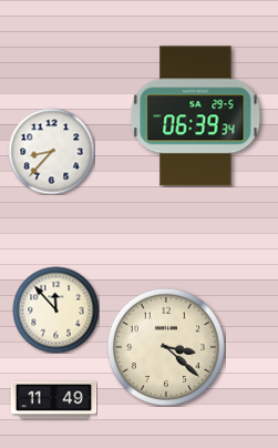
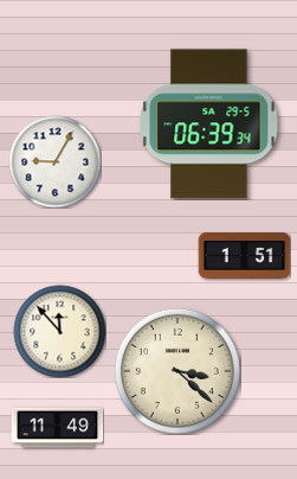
clock at (51, 151): 8:37 -> 9:05
clock at (244, 255): none -> 1:51
